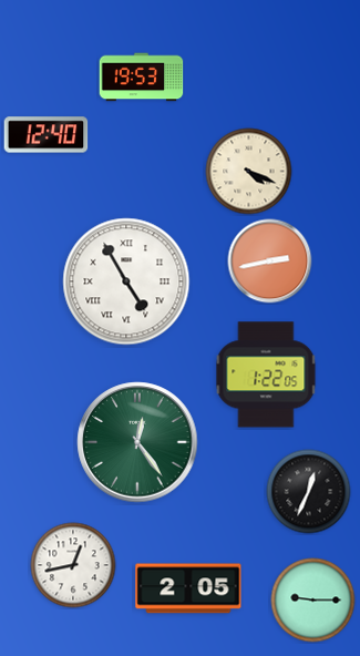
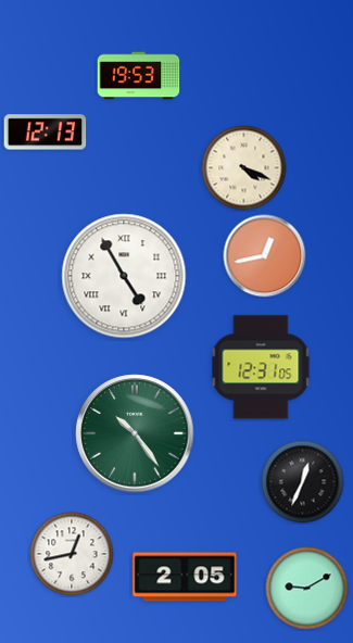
clock at (47, 135): 12:40 -> 12:13
clock at (270, 262): 2:43 -> 12:43
clock at (266, 375): 1:22 -> 12:31
clock at (137, 442): 12:24 -> 10:24
clock at (313, 601): 9:15 -> 9:10
